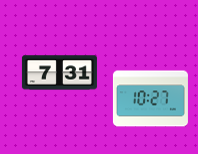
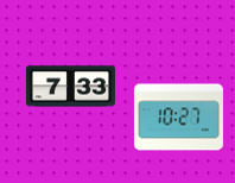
clock at (59, 73): 7:31 -> 7:33
